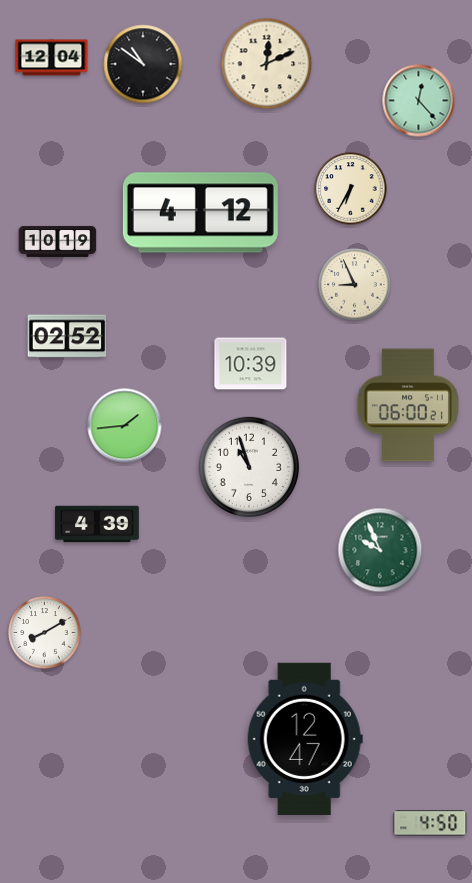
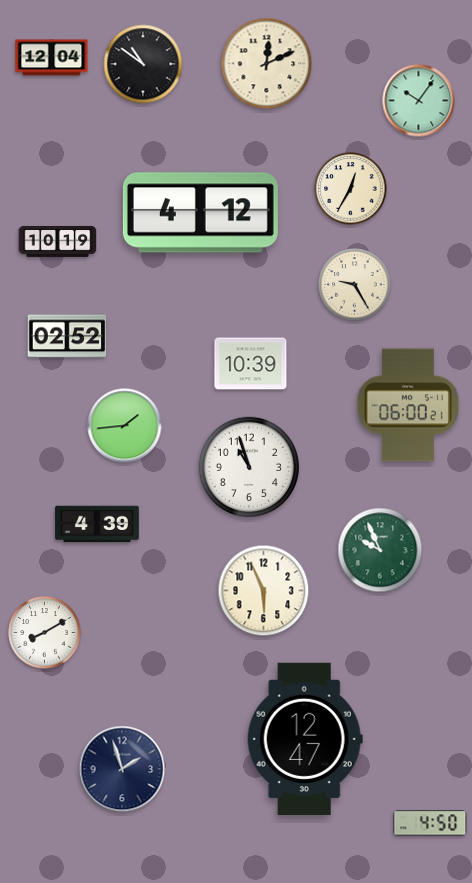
clock at (419, 101): 12:23 -> 10:06
clock at (351, 189): 6:35 -> 12:35
clock at (355, 285): 8:56 -> 9:25
clock at (264, 591): none -> 5:56
clock at (122, 769): none -> 1:57
